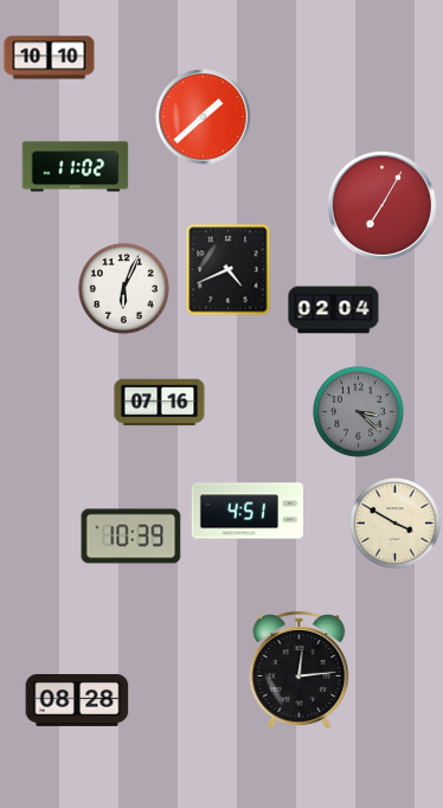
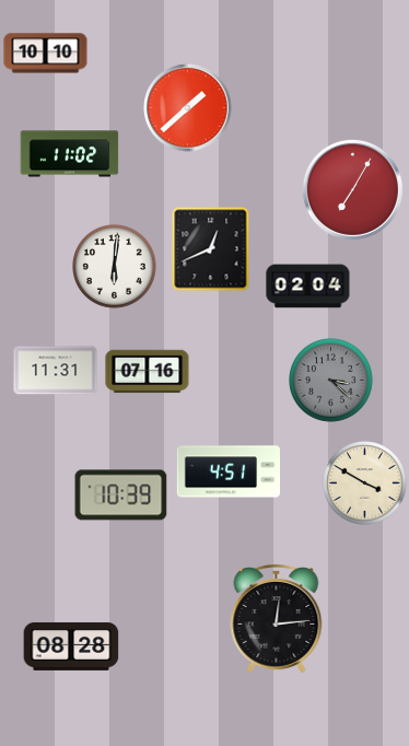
clock at (229, 269): 4:41 -> 12:41
clock at (124, 289): 6:04 -> 6:01
clock at (56, 371): none -> 11:31
